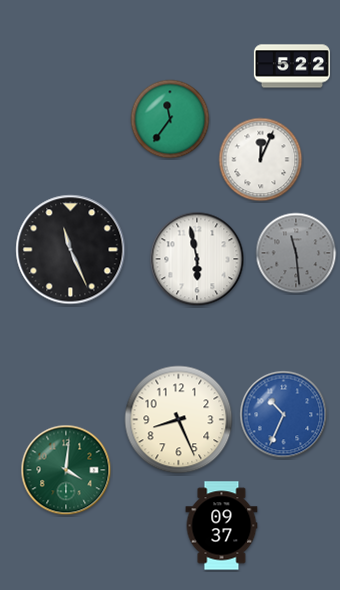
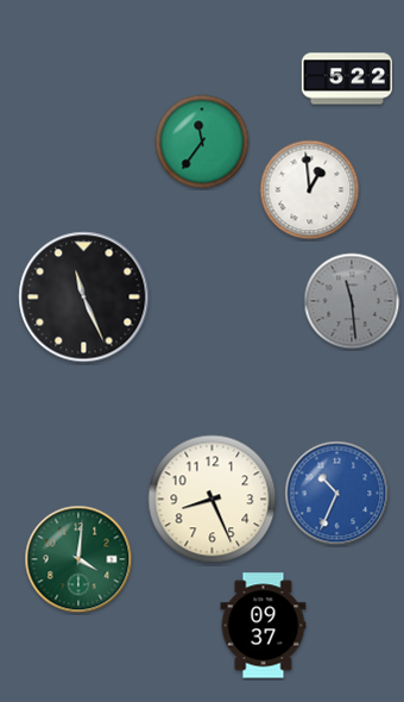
clock at (261, 160): 12:04 -> 12:59
clock at (197, 259): 5:58 -> none
